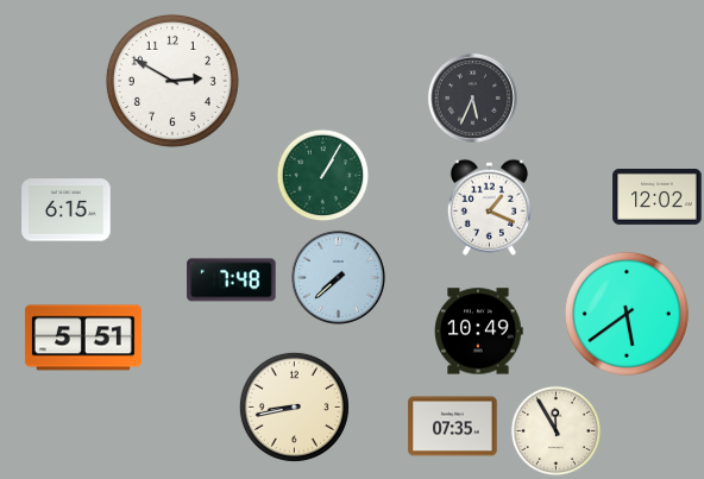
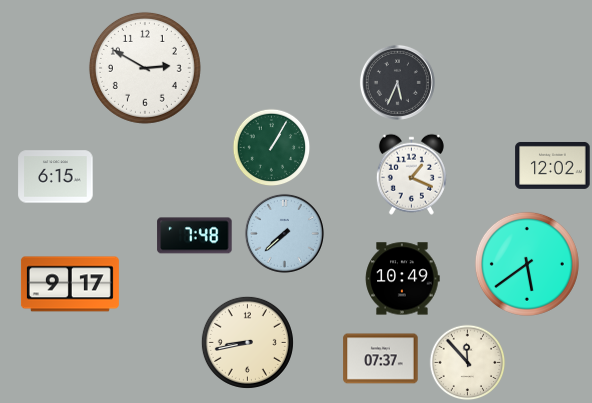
clock at (83, 338): 5:51 -> 9:17
clock at (453, 427): 07:35 -> 07:37
clock at (557, 431): 11:55 -> 11:53
